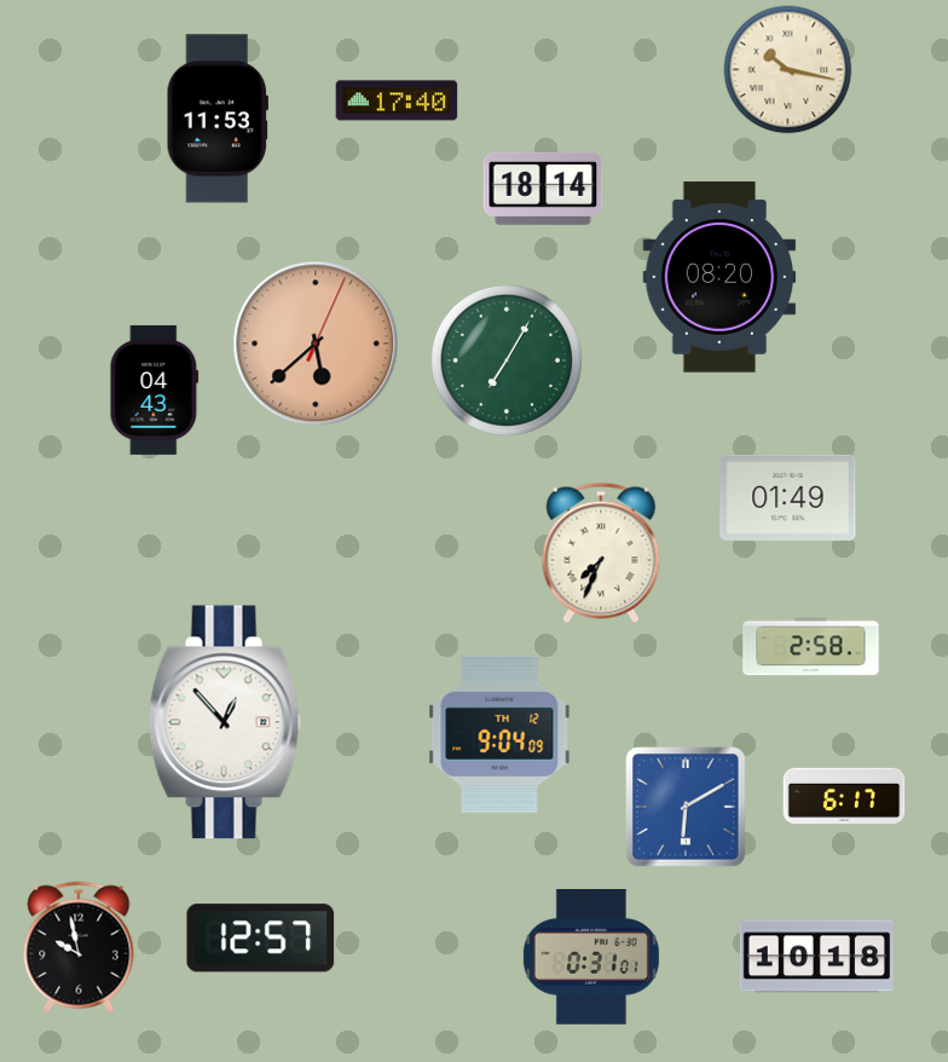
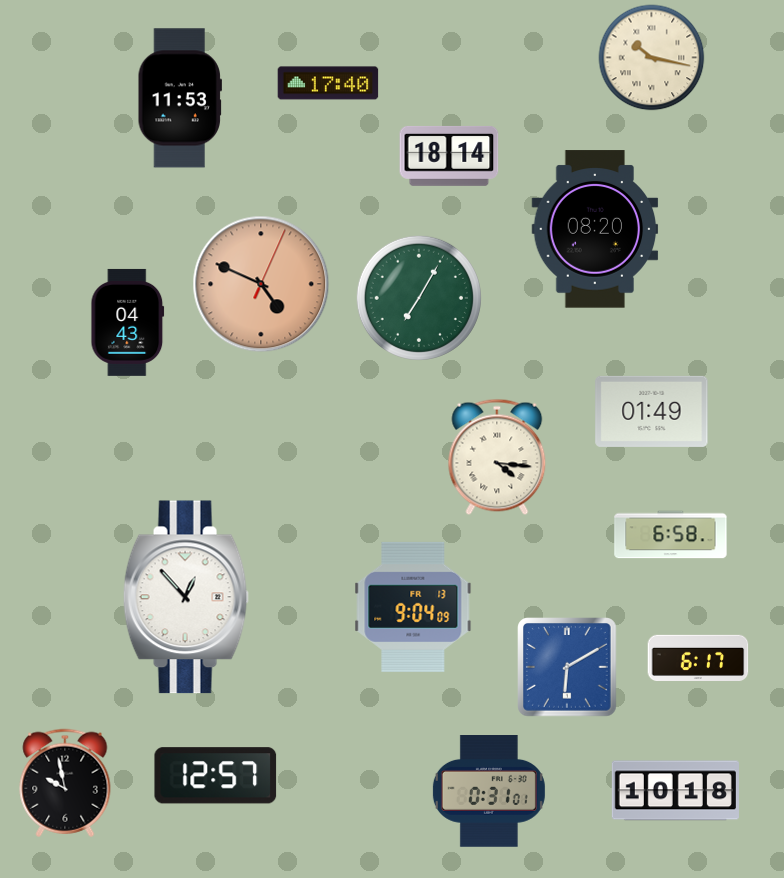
clock at (316, 344): 5:38 -> 4:49
clock at (601, 553): 7:34 -> 4:16
clock at (811, 647): 2:58 -> 6:58
clock at (499, 734) date: TH 12 -> FR 13
